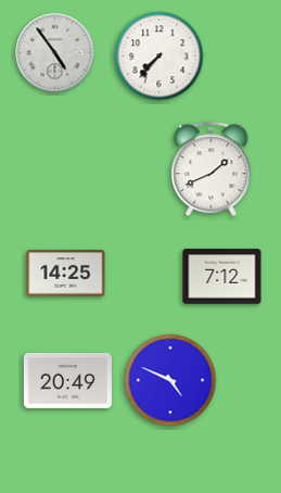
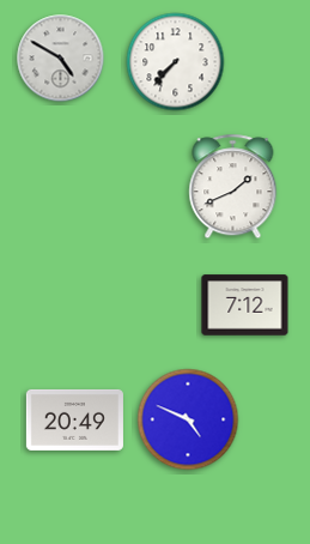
clock at (55, 53): 4:54 -> 4:50
clock at (66, 274): 14:25 -> none
